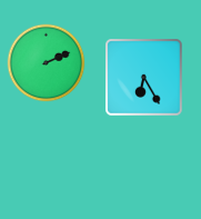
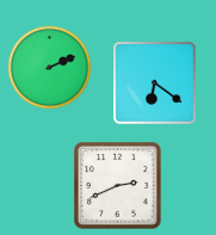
clock at (144, 78): 6:25 -> 6:21
clock at (118, 186): none -> 2:41
